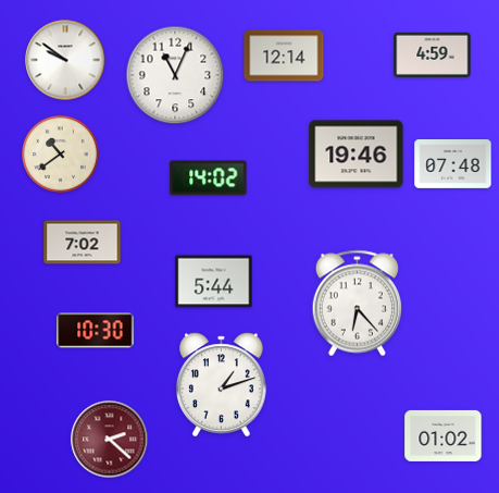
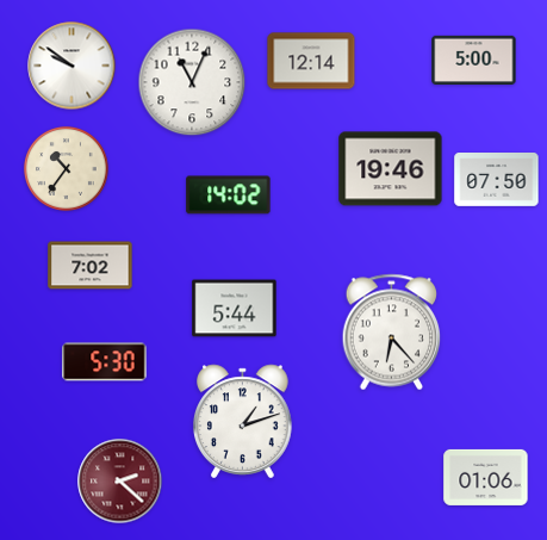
clock at (433, 54): 4:59 -> 5:00
clock at (60, 153): 10:39 -> 10:36
clock at (453, 164): 07:48 -> 07:50
clock at (96, 331): 10:30 -> 5:30
clock at (444, 435): 01:02 -> 01:06
